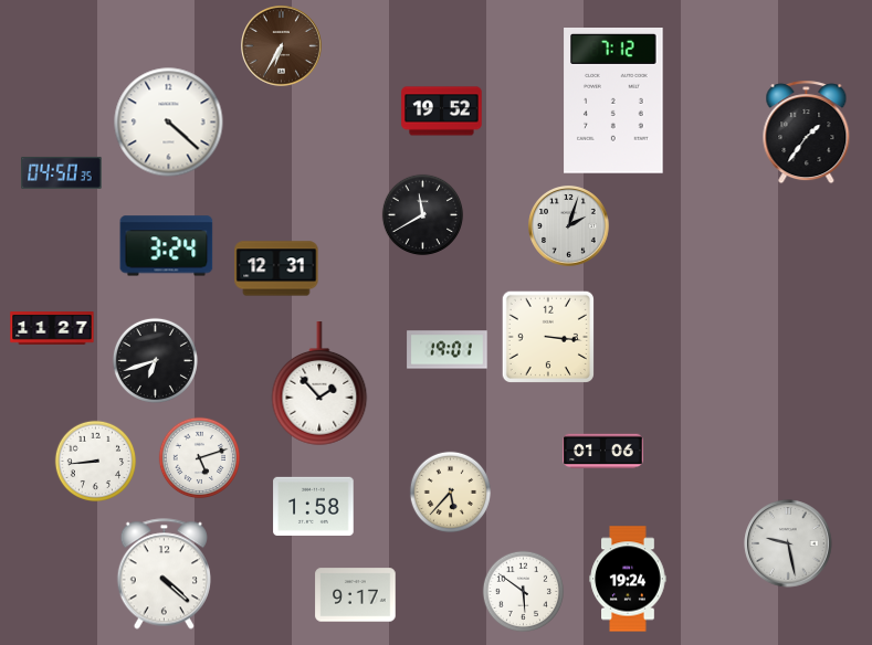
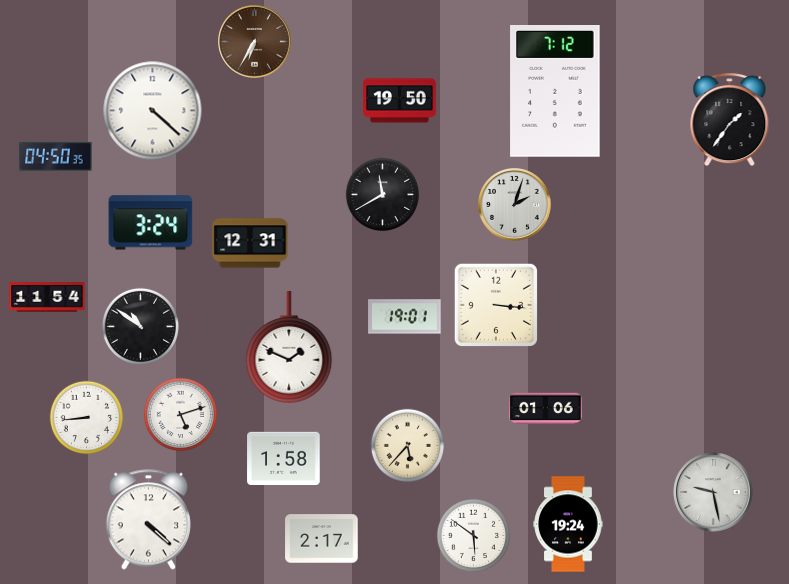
clock at (442, 112): 19:52 -> 19:50
clock at (52, 329): 11:27 -> 11:54
clock at (155, 360): 6:42 -> 10:51
clock at (319, 384): 1:53 -> 1:49
clock at (356, 595): 9:17 -> 2:17
